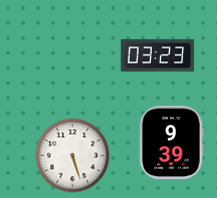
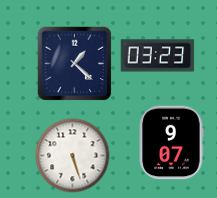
clock at (75, 64): none -> 1:22
clock at (171, 143): 9:39 -> 9:07
